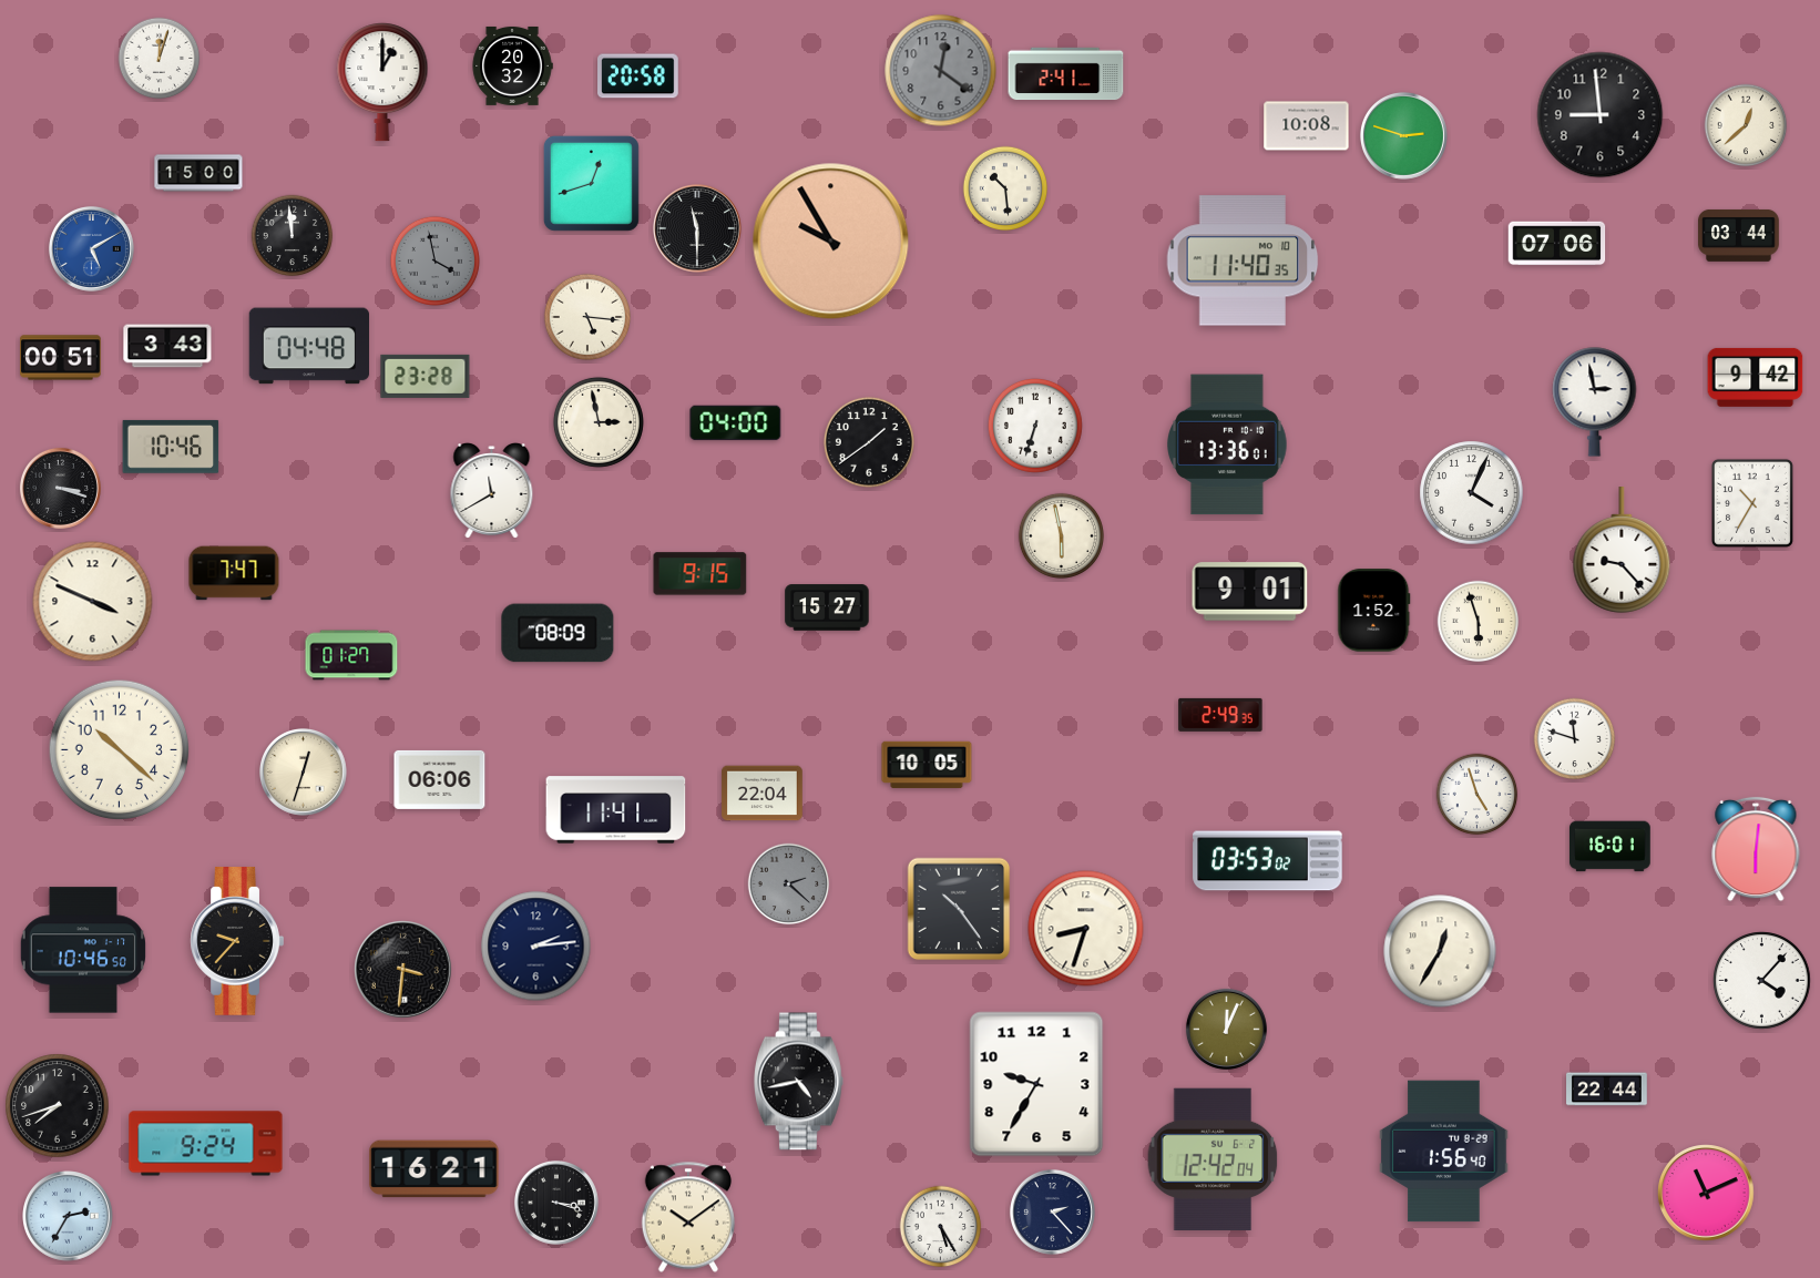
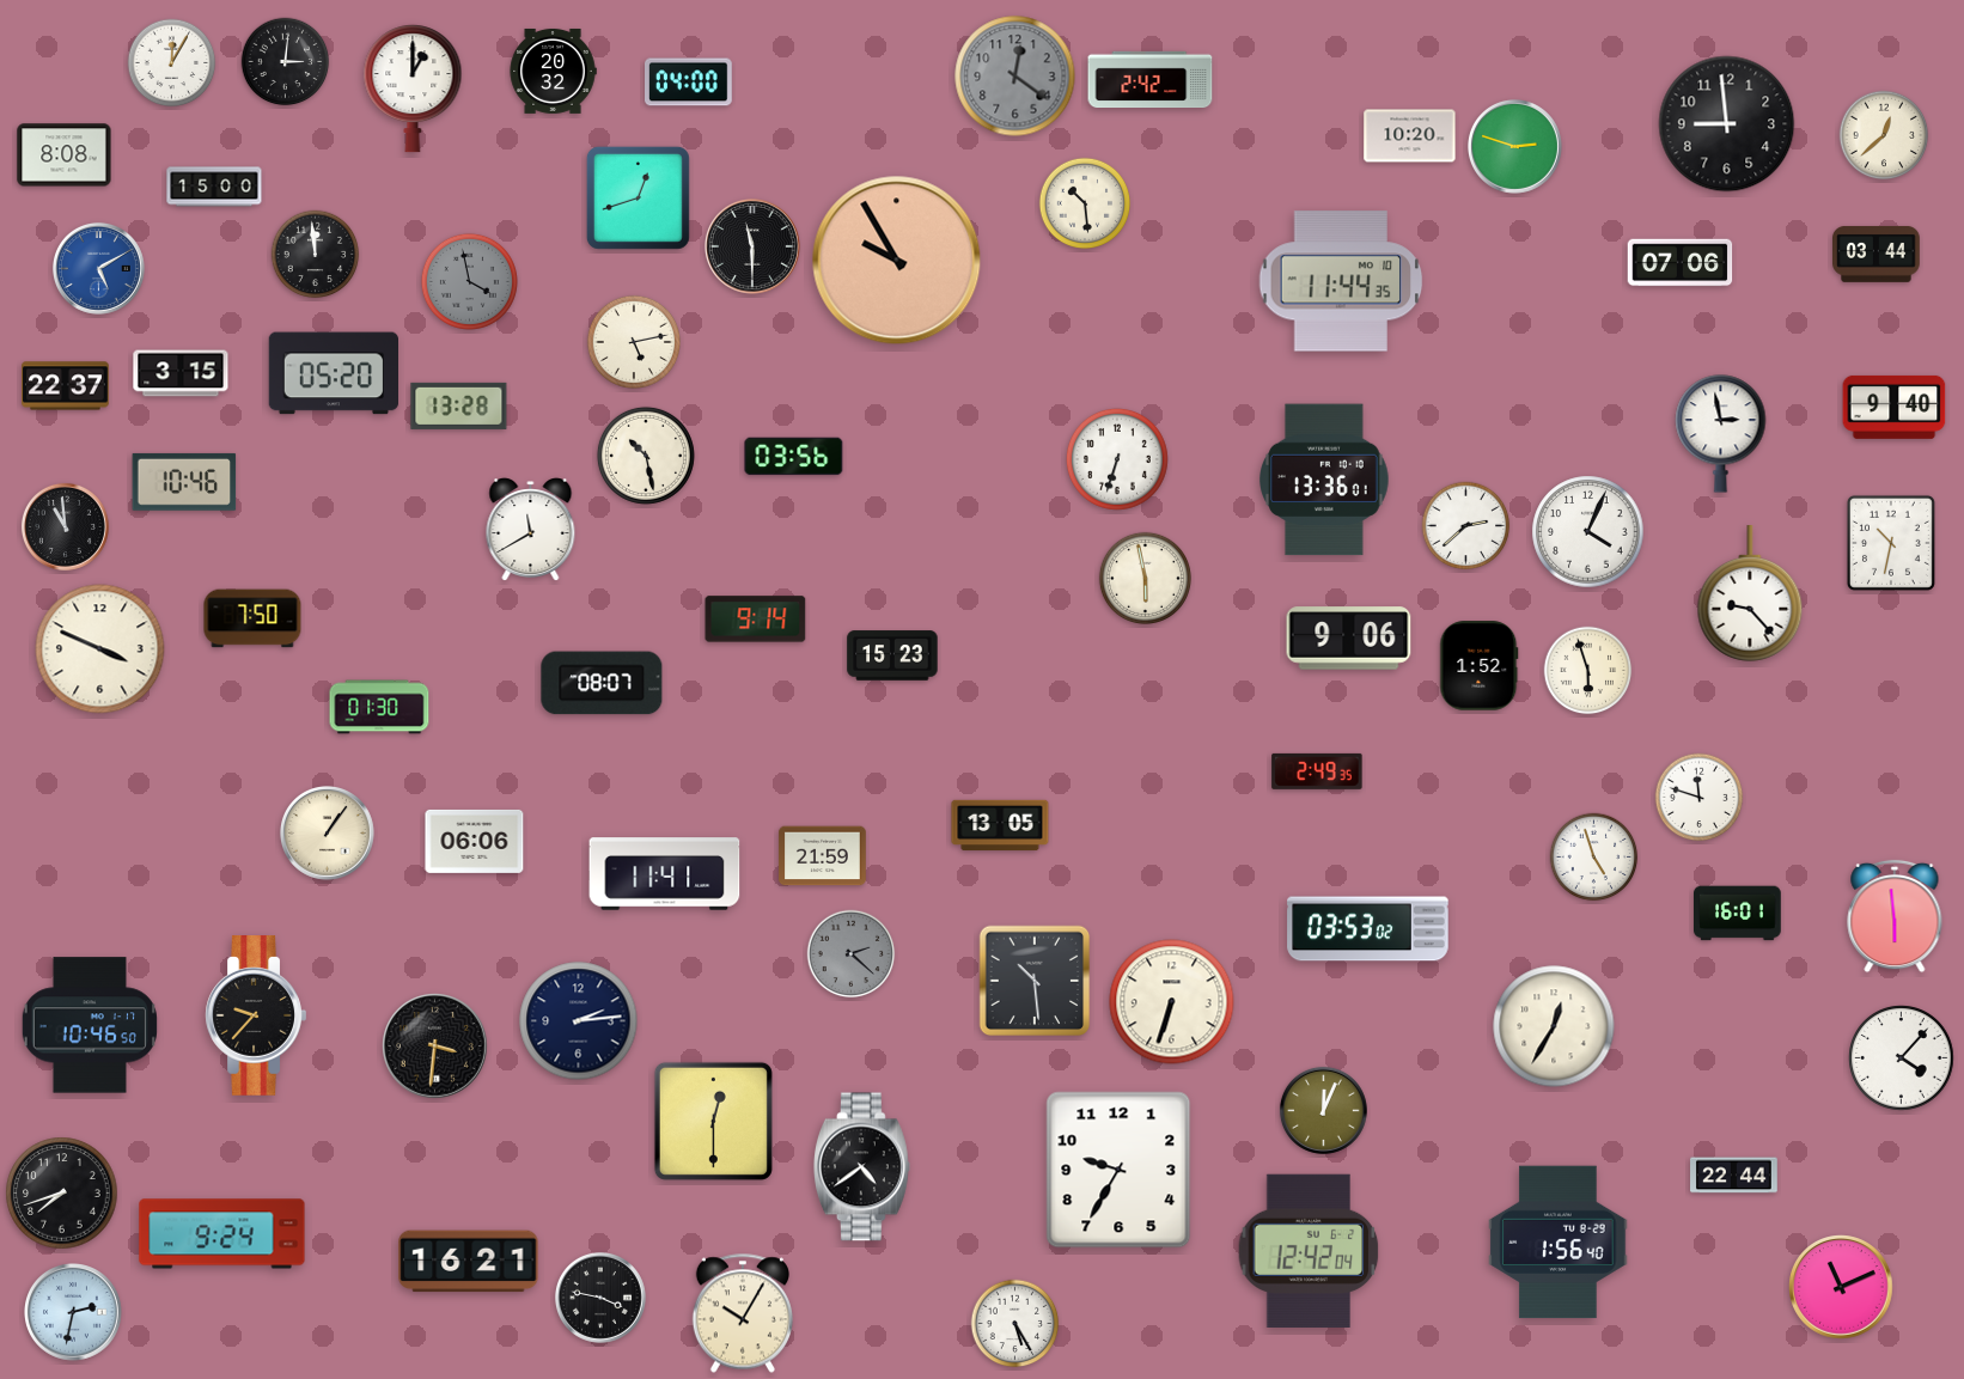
clock at (286, 62): none -> 3:01
clock at (160, 59): 12:03 -> 12:05
clock at (1066, 74): 2:41 -> 2:42
clock at (638, 76): 20:58 -> 04:00
clock at (1307, 126): 10:08 -> 10:20
clock at (65, 155): none -> 8:08
clock at (1243, 260): 11:40 -> 11:44
clock at (586, 316): 5:16 -> 5:13
clock at (167, 346): 3:43 -> 3:15
clock at (309, 346): 04:48 -> 05:20
clock at (61, 358): 00:51 -> 22:37
clock at (426, 376): 23:28 -> 13:28
clock at (1756, 377): 9:42 -> 9:40
clock at (599, 422): 2:58 -> 10:28
clock at (736, 423): 04:00 -> 03:56
clock at (869, 442): 1:39 -> none
clock at (60, 488): 3:18 -> 10:59
clock at (1466, 526): none -> 2:38
clock at (1752, 503): 10:35 -> 10:32
clock at (234, 573): 7:47 -> 7:50
clock at (701, 574): 9:15 -> 9:14
clock at (1250, 592): 9:01 -> 9:06
clock at (827, 607): 15:27 -> 15:23
clock at (1374, 611) position: (1374, 611) -> (1480, 666)
clock at (1479, 622) position: (1479, 622) -> (1588, 671)
clock at (558, 633): 08:09 -> 08:07
clock at (351, 655): 01:27 -> 01:30
clock at (120, 750): 10:22 -> none
clock at (927, 765): 10:05 -> 13:05
clock at (303, 771): 12:33 -> 1:06
clock at (763, 794): 22:04 -> 21:59
clock at (1756, 849): 6:01 -> 5:59
clock at (959, 909): 10:24 -> 10:29
clock at (1086, 929): 8:33 -> 6:33
clock at (713, 1121): none -> 12:30
clock at (799, 1082): 4:43 -> 4:39
clock at (556, 1203): 3:18 -> 3:47
clock at (1052, 1211): 2:23 -> none
clock at (69, 1217): 2:35 -> 2:32
clock at (688, 1217): 10:09 -> 10:05
